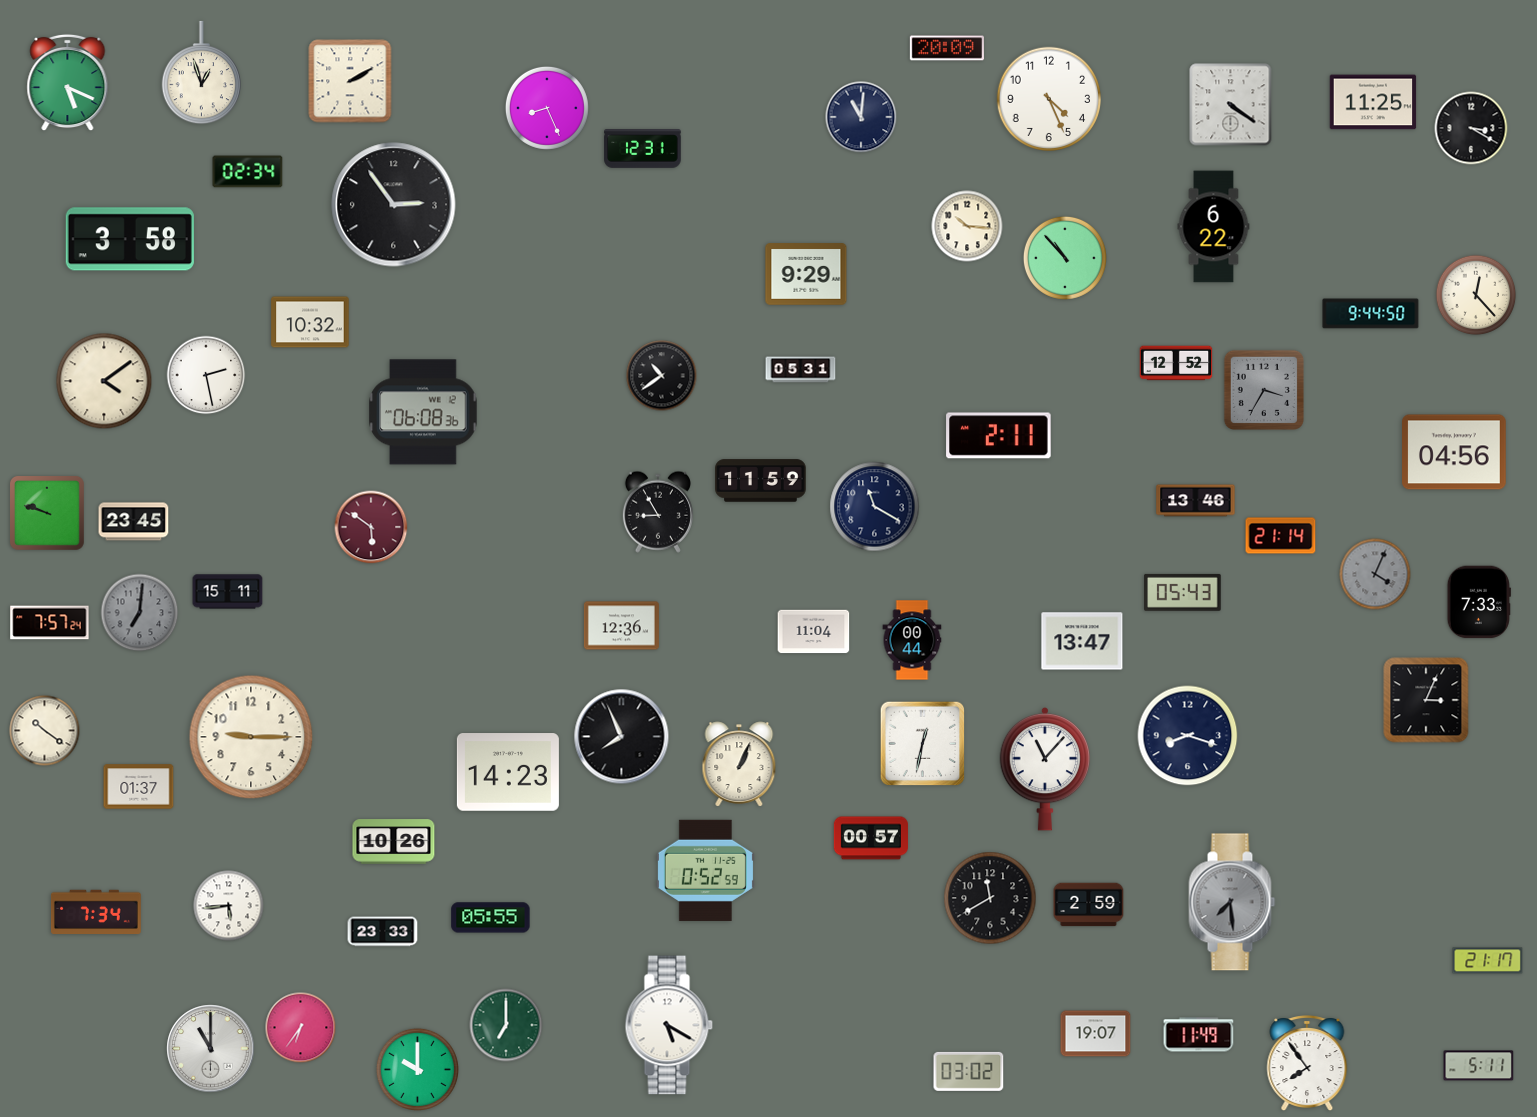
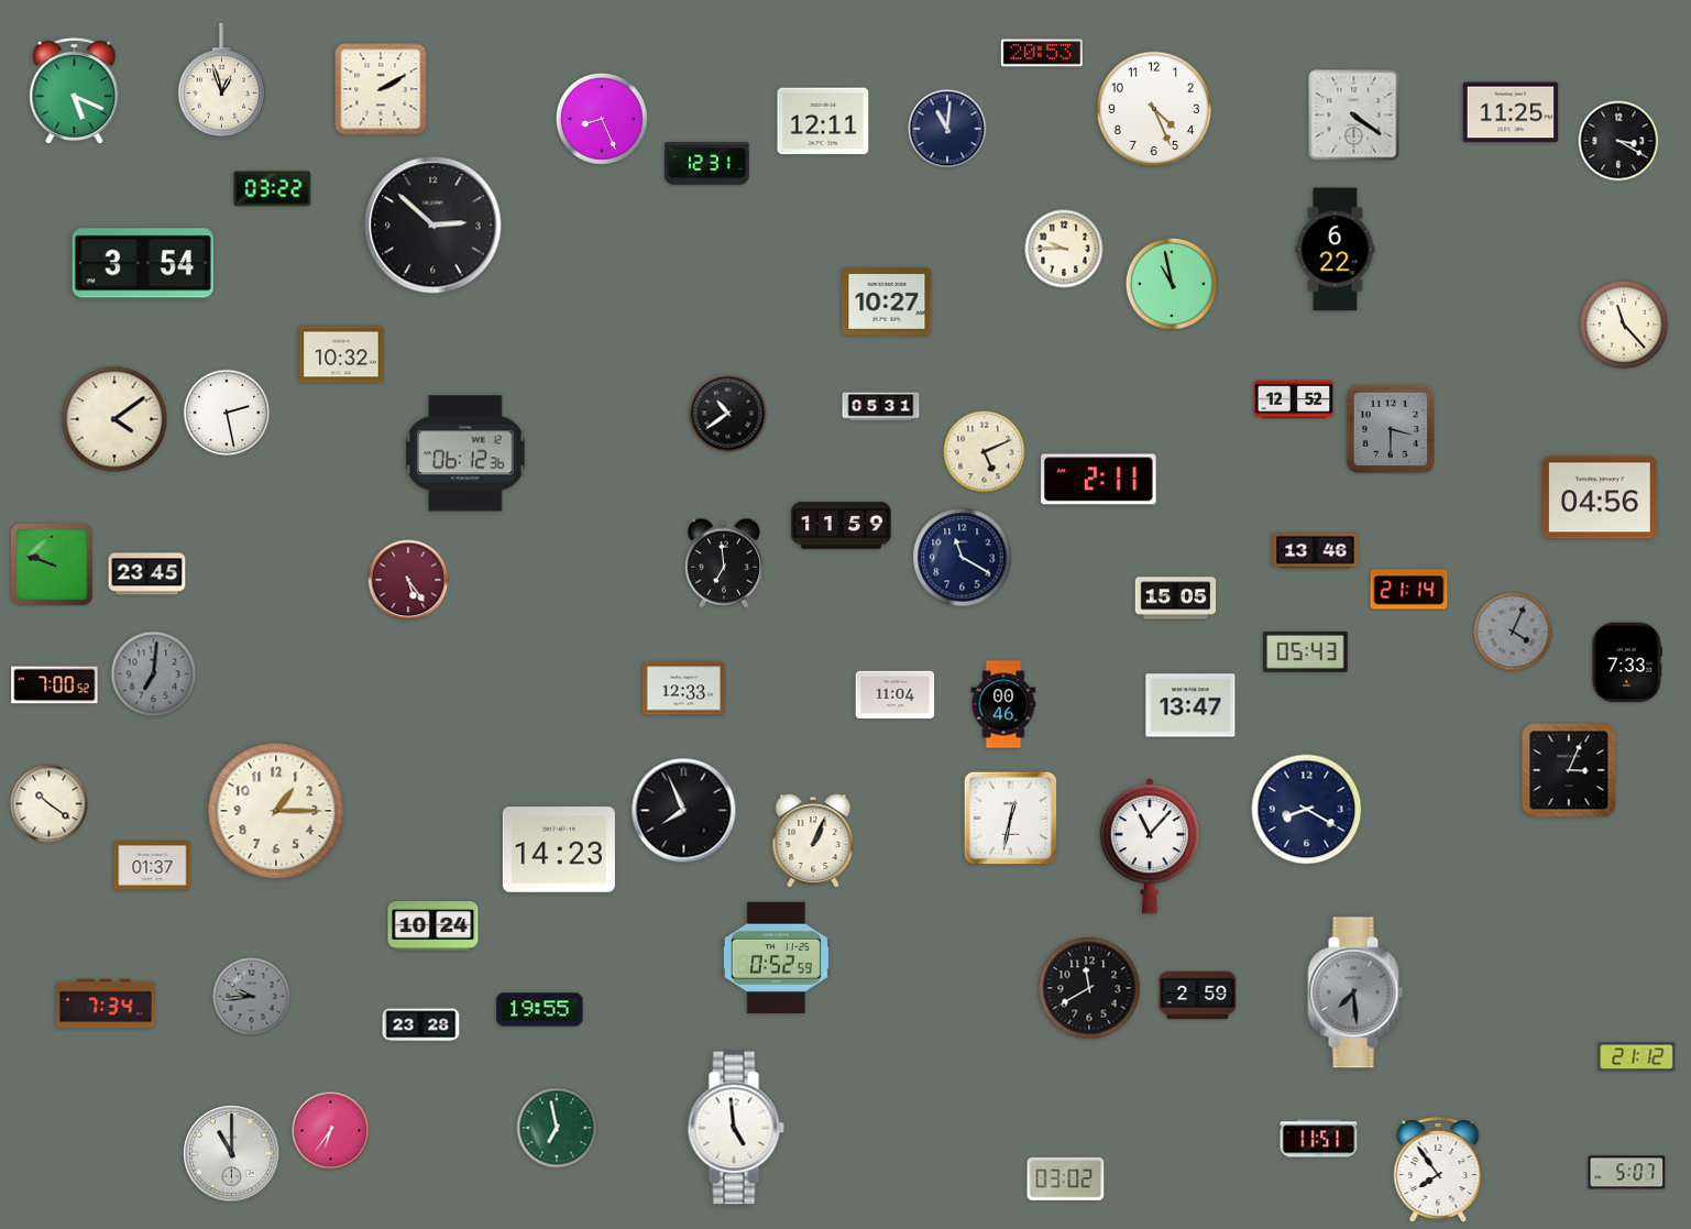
clock at (947, 48): 20:09 -> 20:53
clock at (350, 81) position: (350, 81) -> (381, 89)
clock at (823, 121): none -> 12:11
clock at (248, 172): 02:34 -> 03:22
clock at (394, 205): 2:54 -> 2:52
clock at (967, 226): 10:16 -> 9:45
clock at (130, 239): 3:58 -> 3:54
clock at (1065, 258): 10:53 -> 10:58
clock at (806, 274): 9:29 -> 10:27
clock at (1476, 295): 12:23 -> 11:23
clock at (1371, 314): 9:44 -> none
clock at (1264, 390): 3:35 -> 3:30
clock at (985, 452): none -> 5:11
clock at (423, 412): 06:08 -> 06:12
clock at (761, 481) position: (761, 481) -> (842, 526)
clock at (658, 512): 8:55 -> 6:59
clock at (371, 527): 5:51 -> 5:24
clock at (1176, 599): none -> 15:05
clock at (228, 592): 15:11 -> none
clock at (1183, 592) position: (1183, 592) -> (1306, 651)
clock at (50, 623): 7:57 -> 7:00
clock at (621, 626): 12:36 -> 12:33
clock at (912, 640): 00:44 -> 00:46
clock at (1188, 736): 8:18 -> 8:20
clock at (251, 737): 9:15 -> 1:15
clock at (923, 744) position: (923, 744) -> (1011, 819)
clock at (871, 838): 00:57 -> none
clock at (394, 842): 10:26 -> 10:24
clock at (229, 906): 5:44 -> 9:44
clock at (229, 906) dial: white -> grey
clock at (491, 918): 05:55 -> 19:55
clock at (383, 932): 23:33 -> 23:28
clock at (1488, 961): 21:17 -> 21:12
clock at (506, 1025): 7:00 -> 6:58
clock at (669, 1025): 5:20 -> 4:59
clock at (1096, 1034): 19:07 -> none
clock at (1199, 1035): 11:49 -> 11:51
clock at (1479, 1066): 5:11 -> 5:07
clock at (417, 1069): 10:00 -> none
